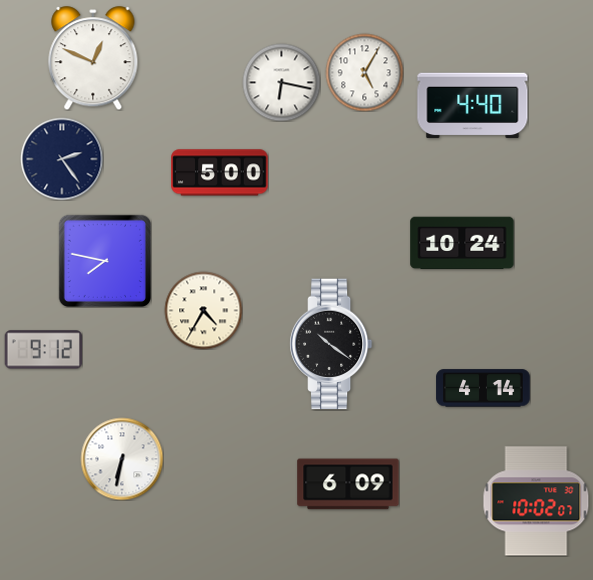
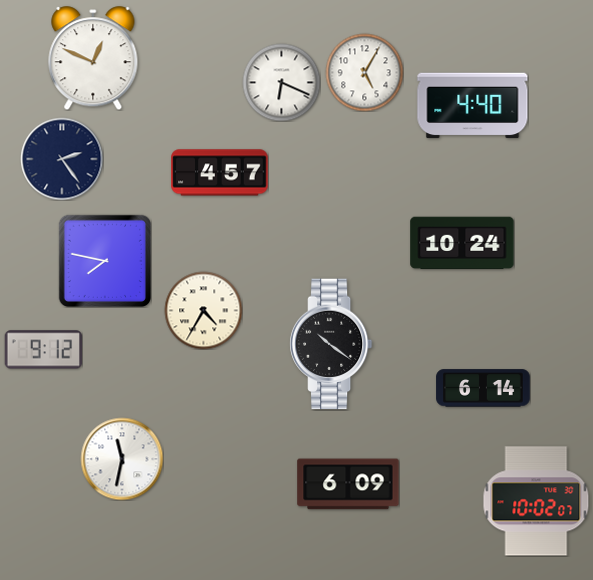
clock at (281, 82): 6:17 -> 6:19
clock at (220, 173): 5:00 -> 4:57
clock at (483, 388): 4:14 -> 6:14
clock at (122, 459): 6:32 -> 11:32
